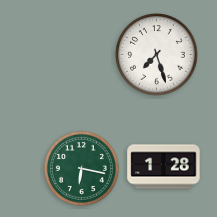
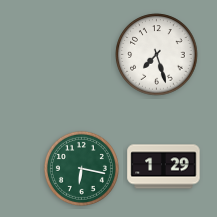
clock at (164, 167): 1:28 -> 1:29
